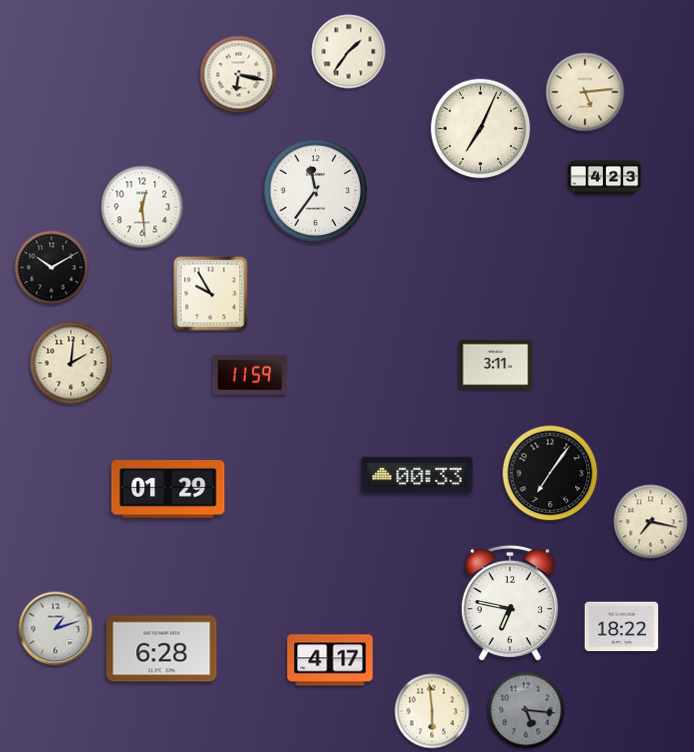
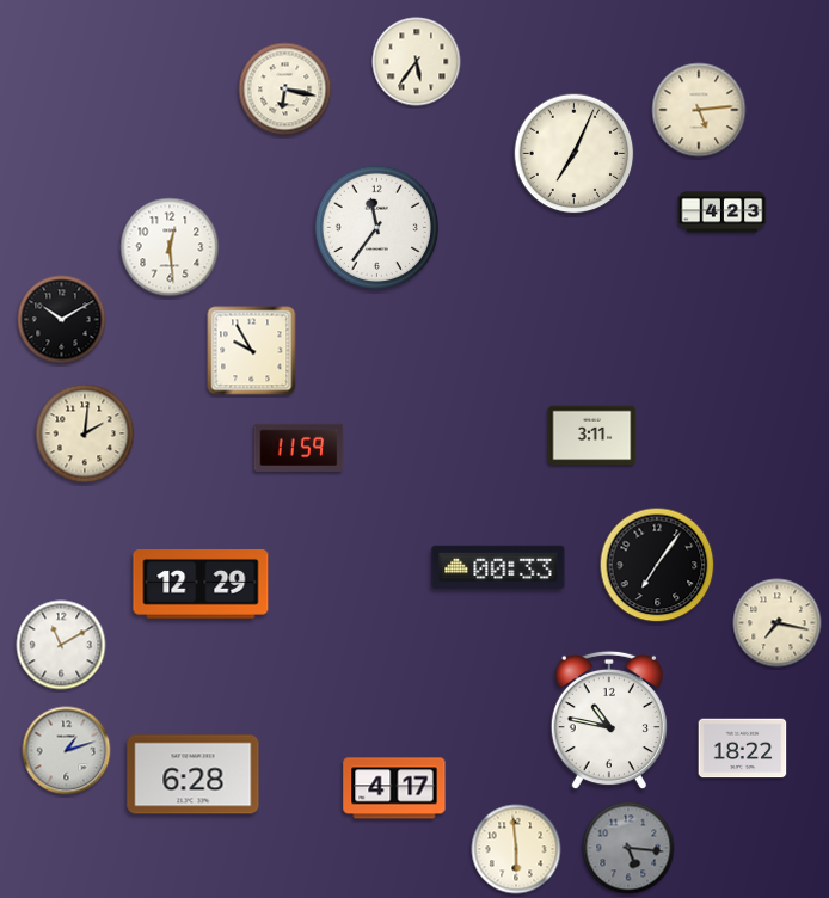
clock at (349, 52): 1:36 -> 5:36
clock at (168, 490): 01:29 -> 12:29
clock at (61, 645): none -> 11:10
clock at (510, 603): 6:47 -> 10:47
